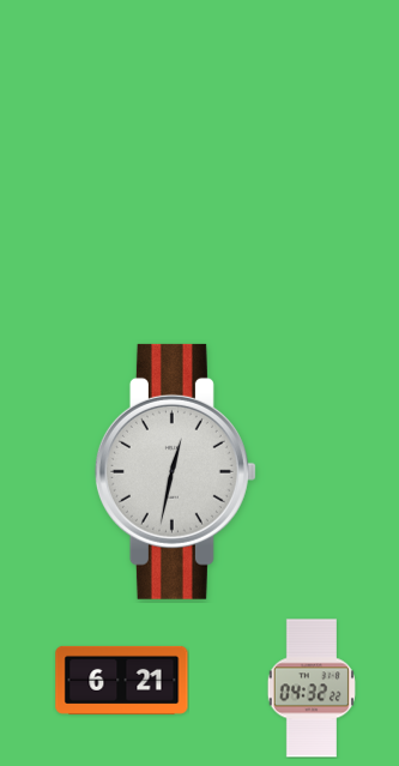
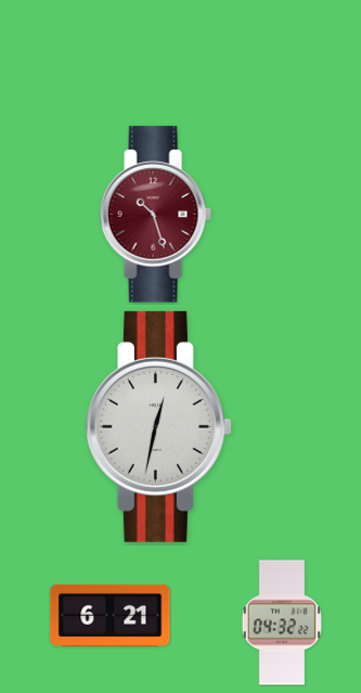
clock at (155, 215): none -> 10:27
